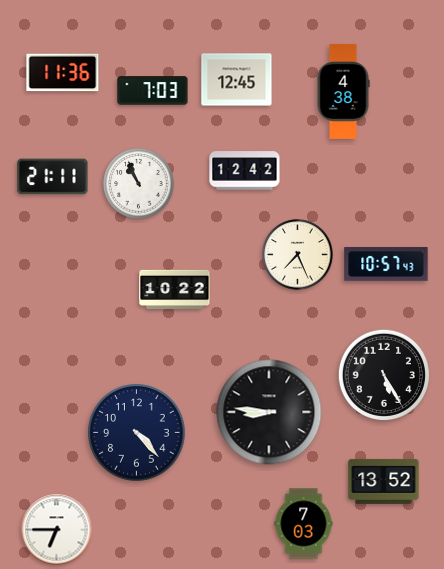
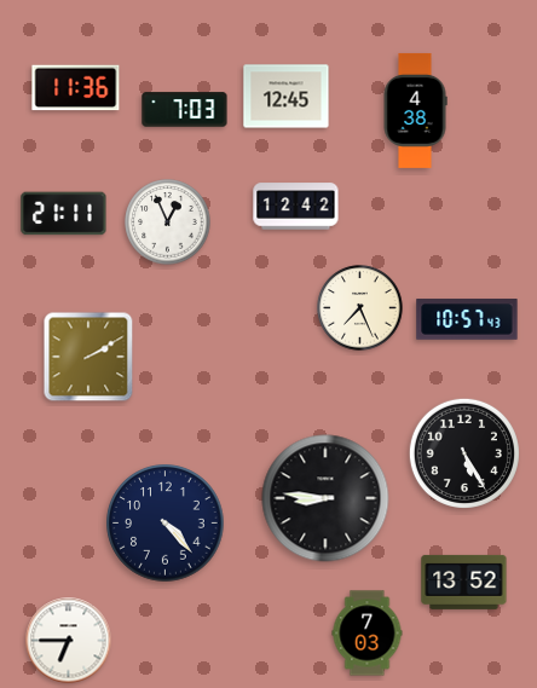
clock at (139, 184): 10:56 -> 12:56
clock at (175, 289): 10:22 -> none
clock at (88, 357): none -> 2:10
